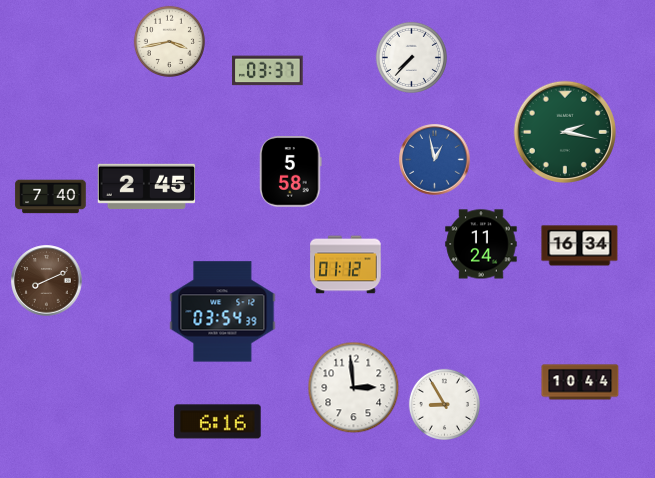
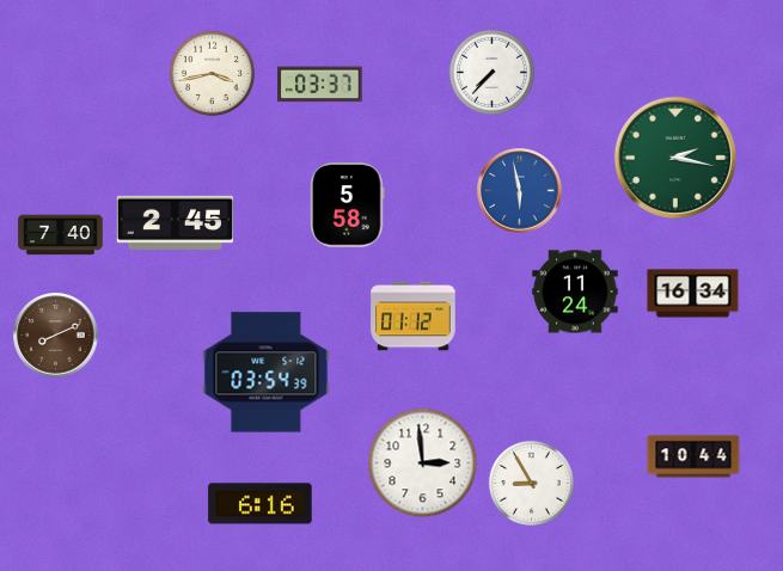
clock at (169, 41) position: (169, 41) -> (212, 73)
clock at (411, 57) position: (411, 57) -> (491, 72)
clock at (435, 160): 12:58 -> 5:58
